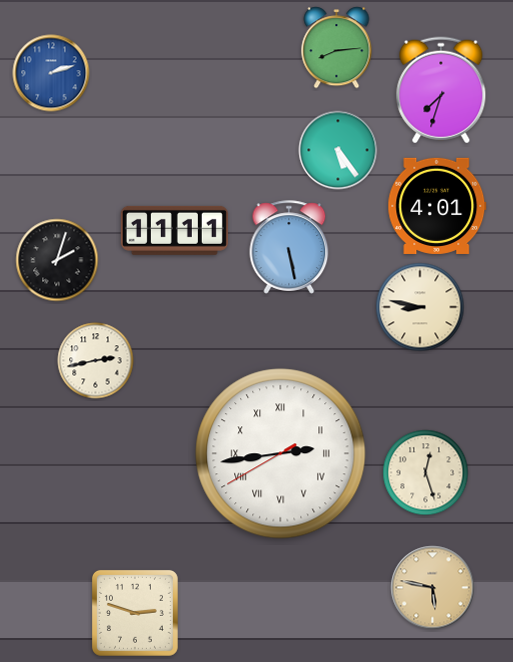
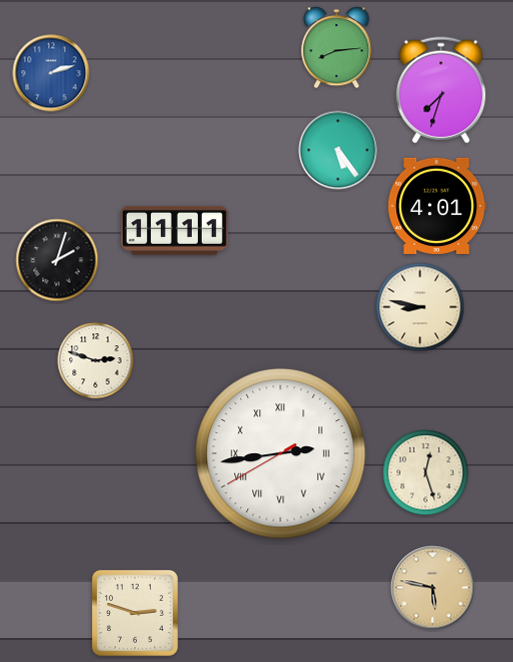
clock at (289, 247): 5:28 -> none
clock at (96, 361): 2:43 -> 2:48
